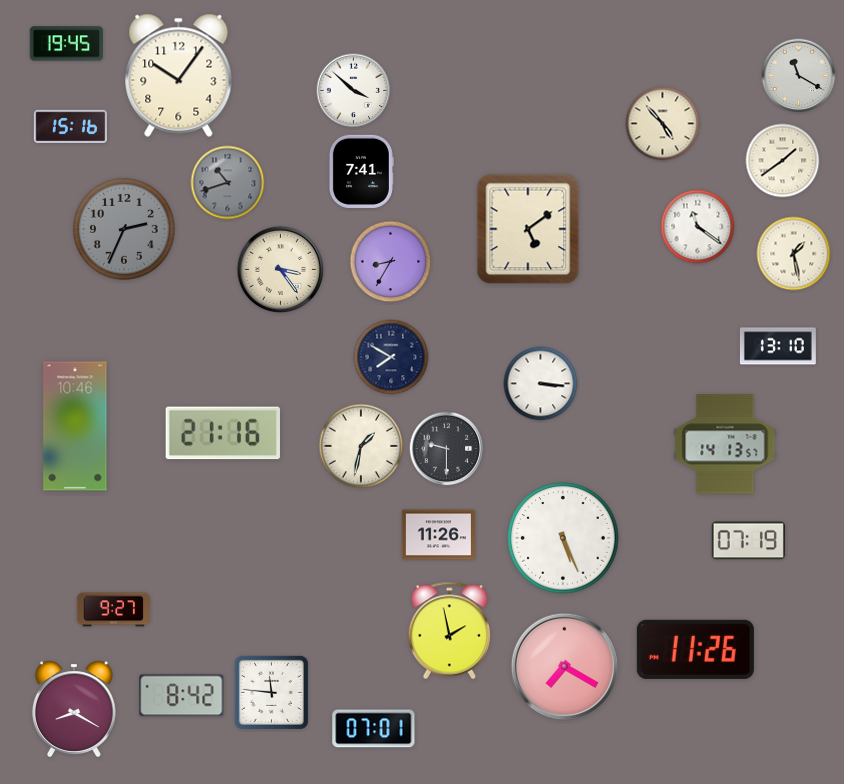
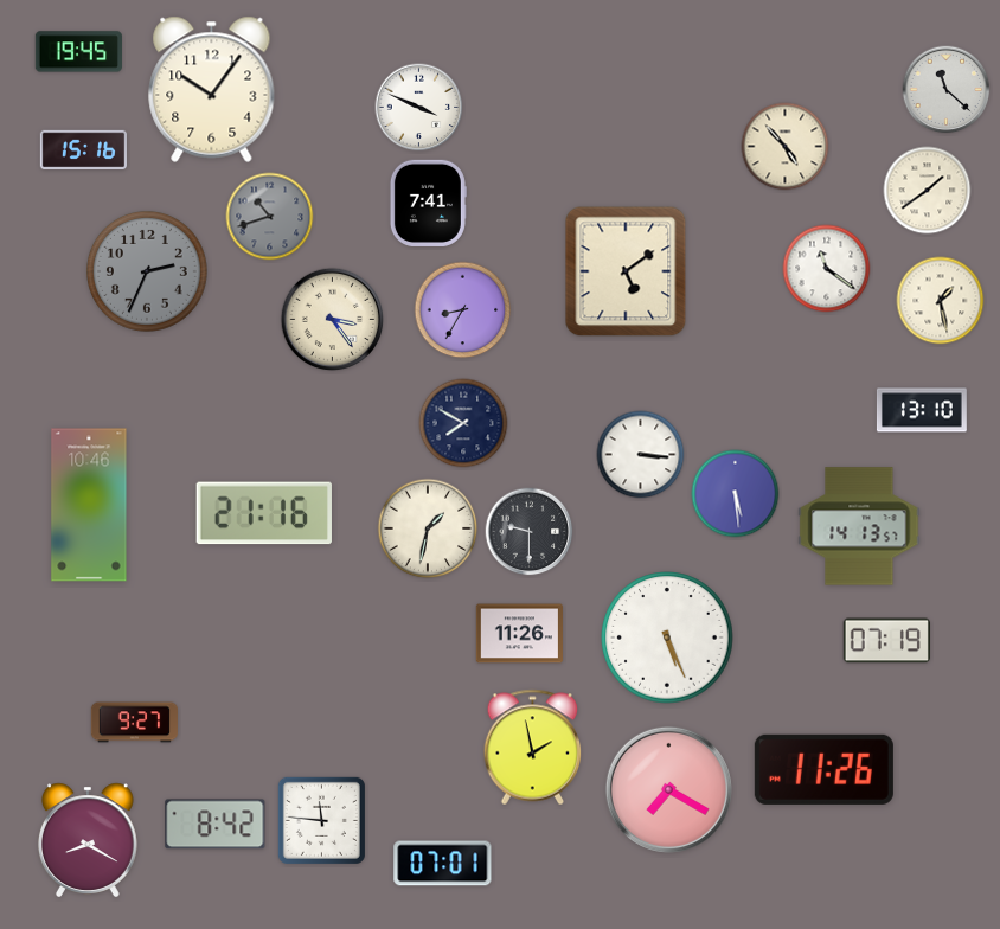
clock at (799, 76): 11:20 -> 11:22
clock at (354, 91): 3:52 -> 3:49
clock at (736, 494): none -> 5:29
